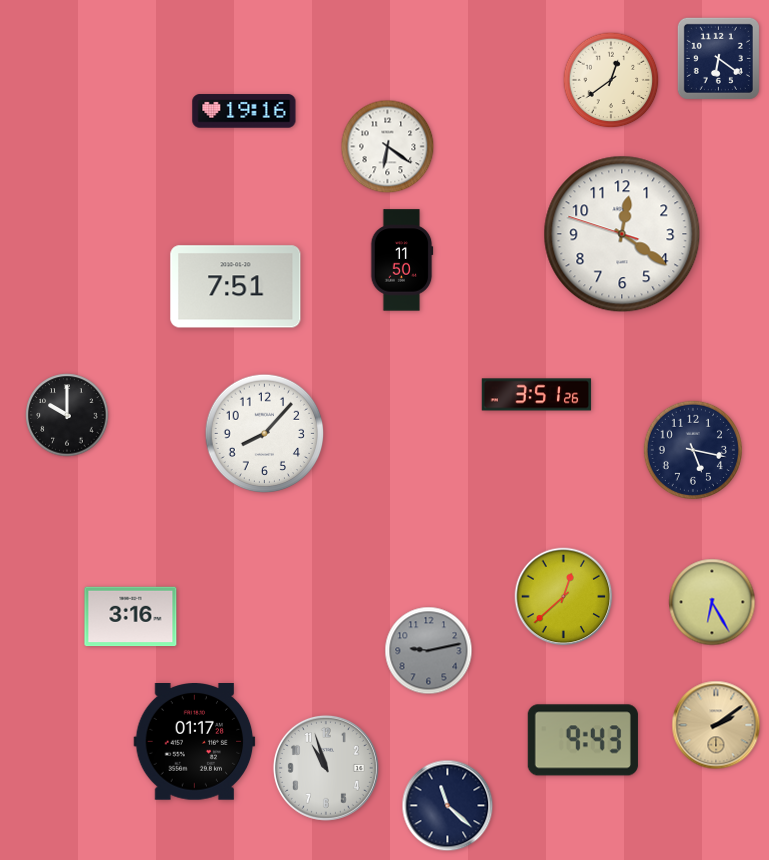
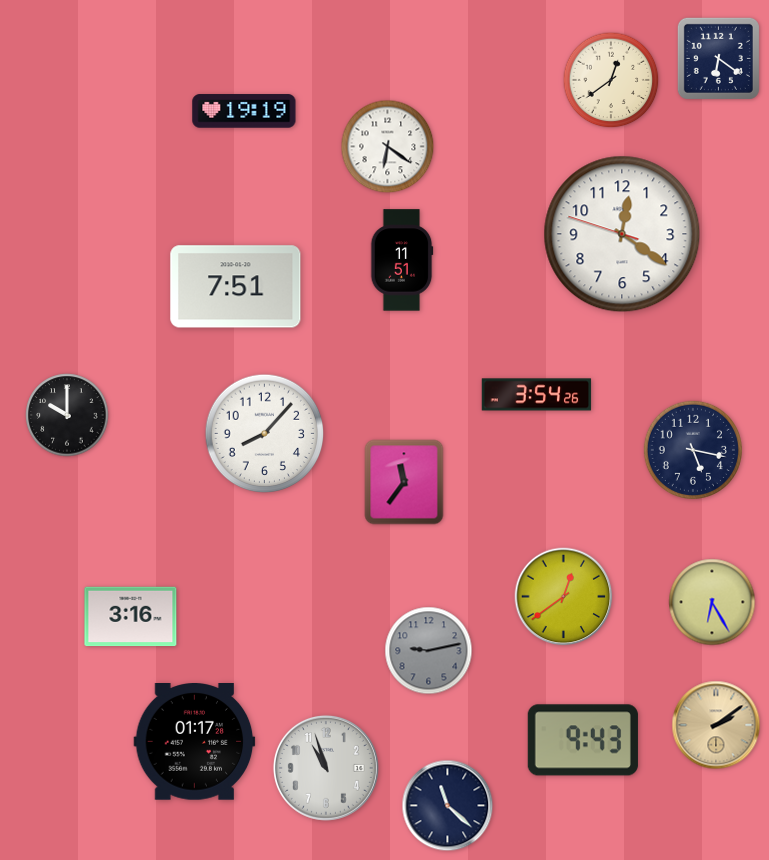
clock at (244, 111): 19:16 -> 19:19
clock at (402, 260): 11:50 -> 11:51
clock at (537, 395): 3:51 -> 3:54
clock at (404, 482): none -> 11:36
clock at (564, 597): 12:38 -> 12:39
